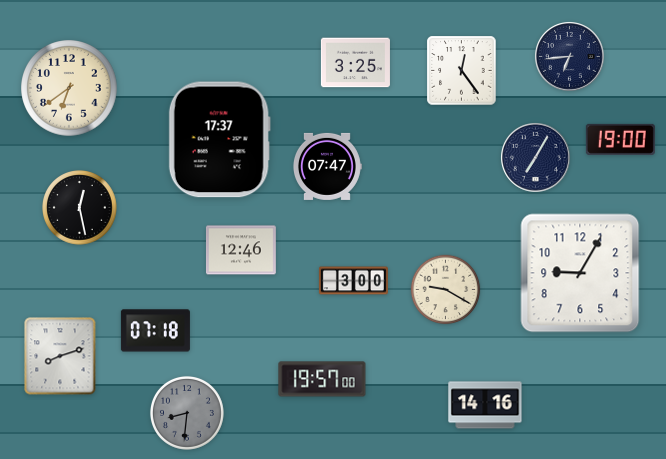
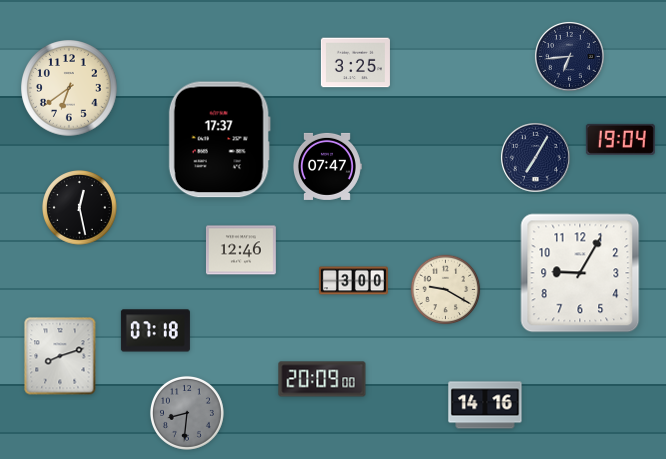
clock at (462, 71): 12:24 -> none
clock at (620, 139): 19:00 -> 19:04
clock at (322, 379): 19:57 -> 20:09
